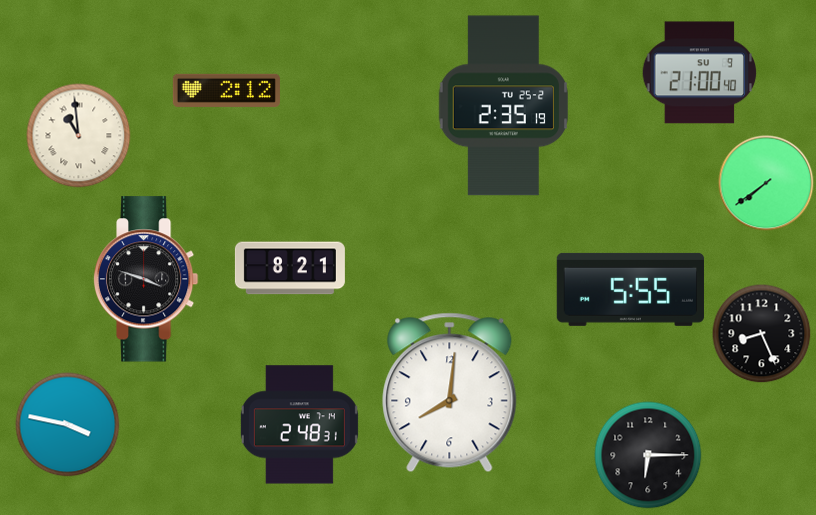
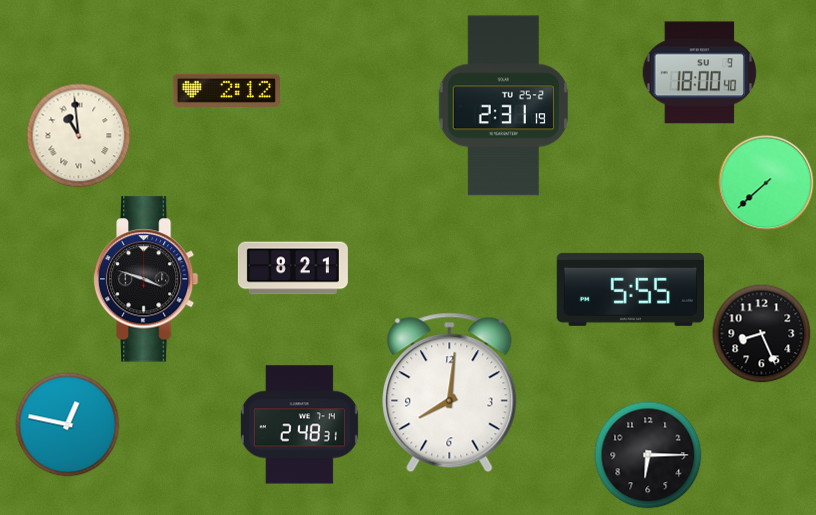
clock at (700, 73): 21:00 -> 18:00
clock at (503, 106): 2:35 -> 2:31
clock at (766, 183): 7:39 -> 7:38
clock at (290, 268) position: (290, 268) -> (293, 268)
clock at (68, 425): 3:47 -> 12:47
